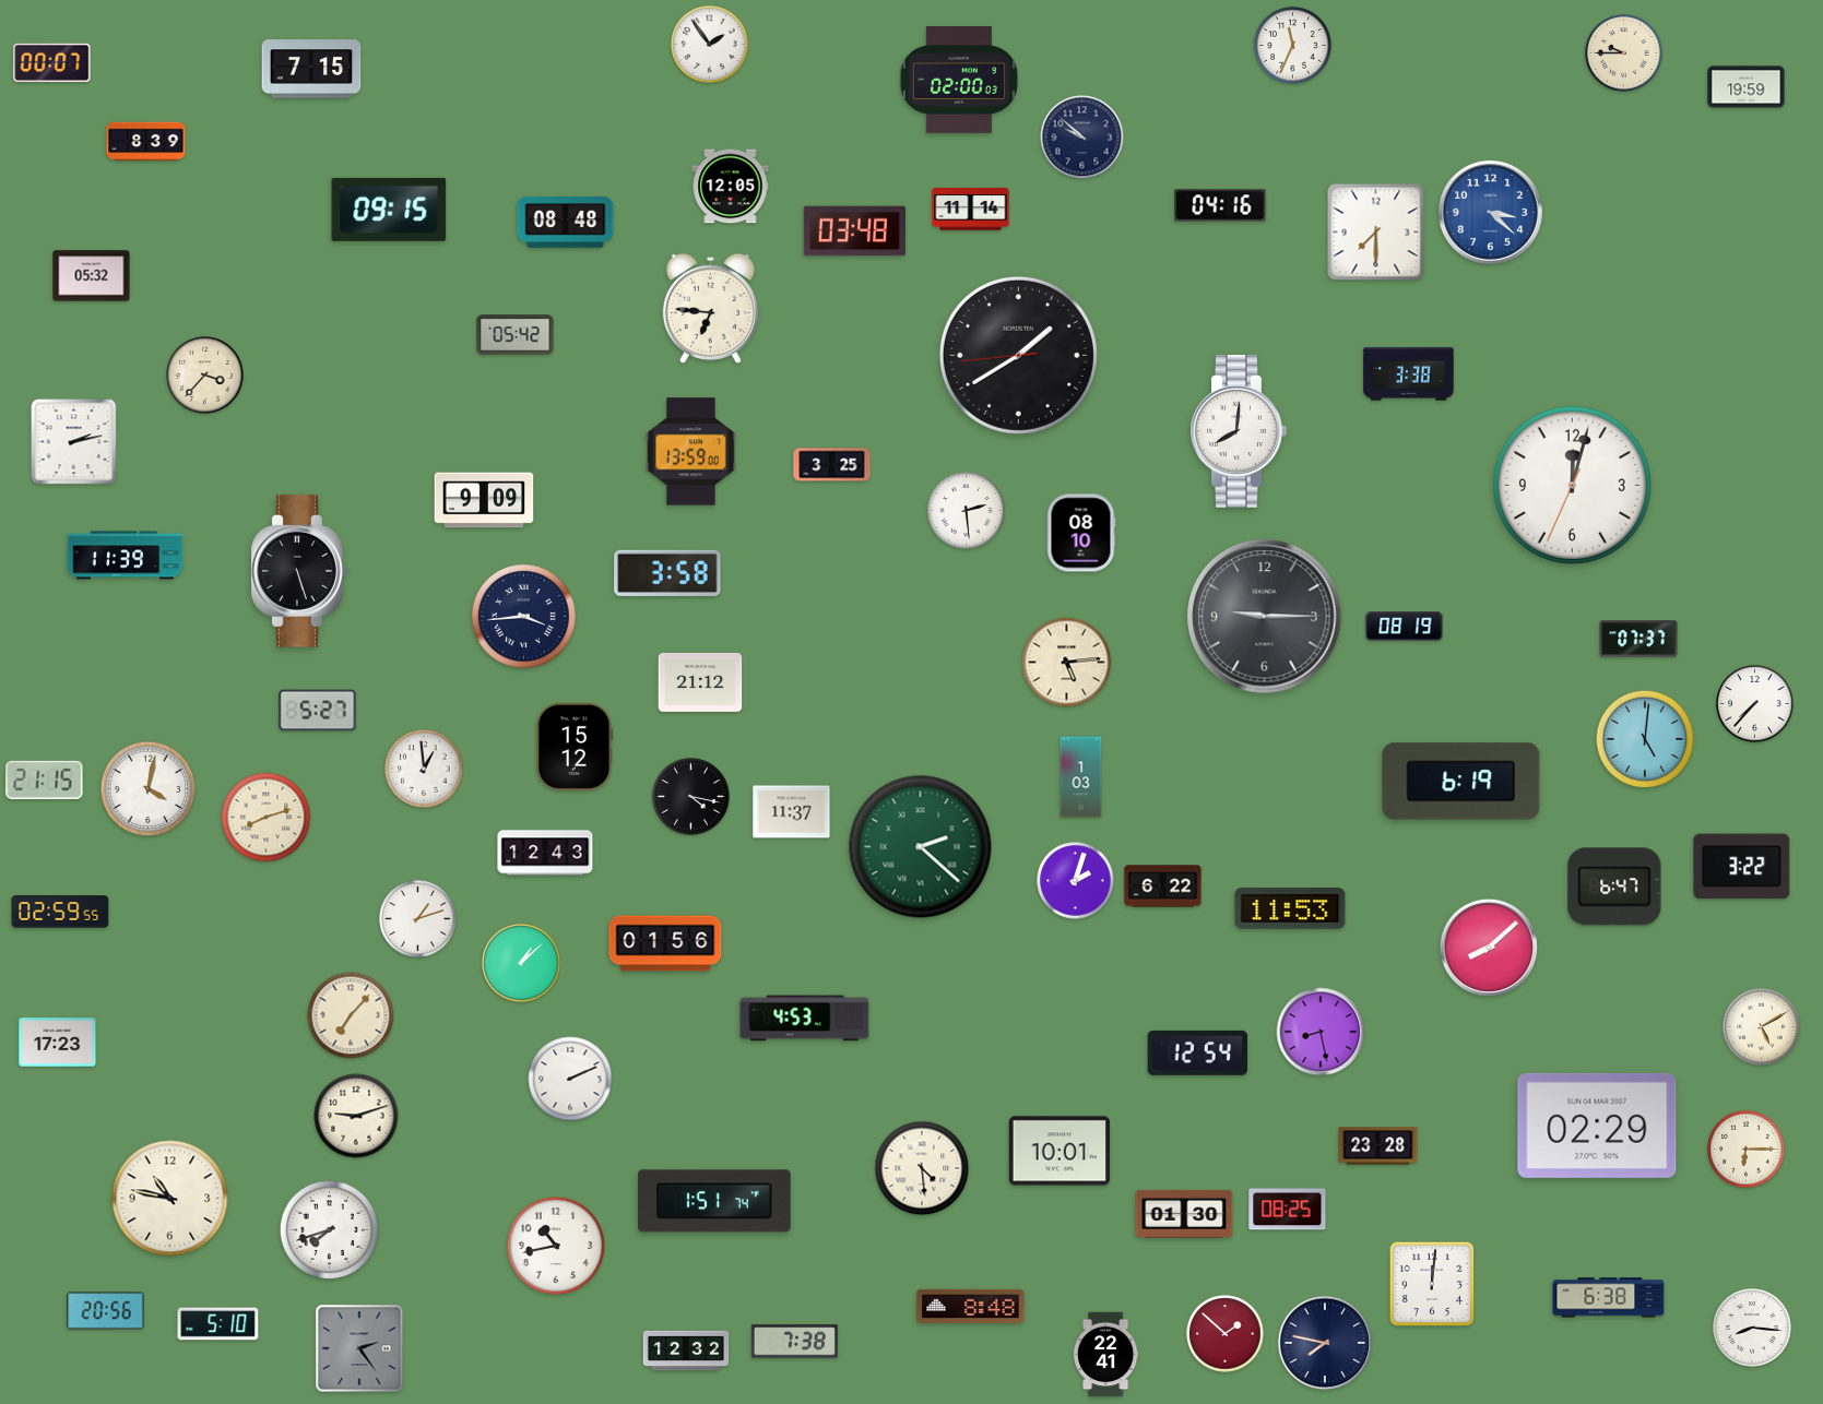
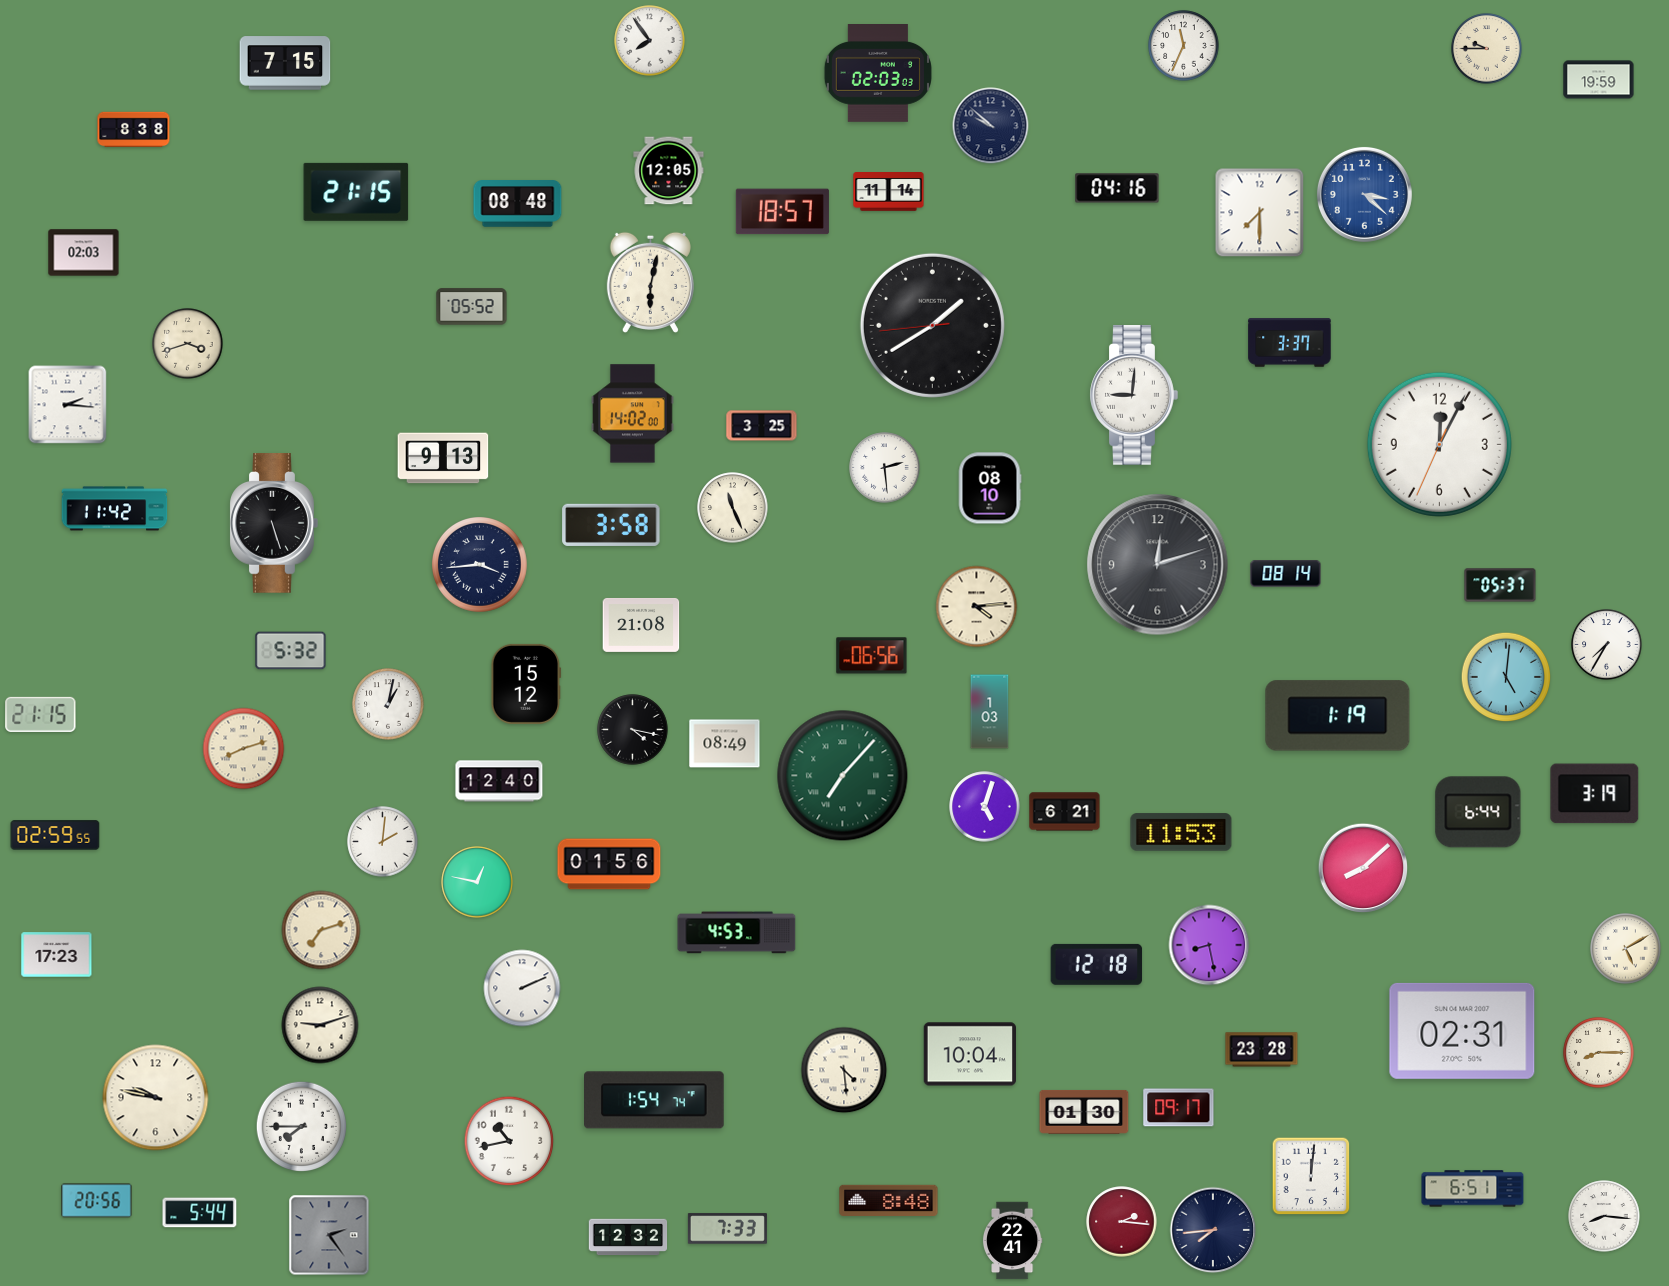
clock at (710, 45): 1:54 -> 7:54
clock at (1293, 46) position: (1293, 46) -> (1184, 46)
clock at (52, 62): 00:07 -> none
clock at (959, 81): 02:00 -> 02:03
clock at (146, 142): 8:39 -> 8:38
clock at (389, 210): 09:15 -> 21:15
clock at (854, 231): 03:48 -> 18:57
clock at (92, 276): 05:32 -> 02:03
clock at (710, 308): 6:46 -> 6:02
clock at (516, 335): 05:42 -> 05:52
clock at (1409, 374): 3:38 -> 3:37
clock at (205, 376): 3:37 -> 3:42
clock at (1239, 431): 8:01 -> 9:01
clock at (74, 442): 2:13 -> 2:16
clock at (691, 452): 13:59 -> 14:02
clock at (1572, 485): 12:02 -> 12:04
clock at (484, 500): 9:09 -> 9:13
clock at (733, 508): none -> 11:26
clock at (126, 556): 11:39 -> 11:42
clock at (1265, 617): 9:15 -> 12:12
clock at (1405, 627): 08:19 -> 08:14
clock at (1638, 639): 07:37 -> 05:37
clock at (1067, 663): 5:14 -> 4:14
clock at (700, 682): 21:12 -> 21:08
clock at (1755, 704): 7:37 -> 7:35
clock at (318, 711): 5:27 -> 5:32
clock at (872, 656): none -> 06:56
clock at (424, 769): 12:59 -> 1:02
clock at (1461, 782): 6:19 -> 1:19
clock at (149, 789): 4:02 -> none
clock at (792, 812): 11:37 -> 08:49
clock at (921, 847): 2:22 -> 7:07
clock at (545, 853): 12:43 -> 12:40
clock at (1742, 867): 3:22 -> 3:19
clock at (1076, 881): 2:03 -> 5:03
clock at (1163, 887): 6:22 -> 6:21
clock at (1614, 887): 6:47 -> 6:44
clock at (418, 919): 1:12 -> 2:01
clock at (521, 963): 1:08 -> 12:47
clock at (351, 1015): 7:07 -> 7:12
clock at (1762, 1027) position: (1762, 1027) -> (1626, 949)
clock at (58, 1043) position: (58, 1043) -> (57, 955)
clock at (1198, 1052): 12:54 -> 12:18
clock at (356, 1116) position: (356, 1116) -> (320, 1025)
clock at (1597, 1126): 02:29 -> 02:31
clock at (1747, 1150): 6:15 -> 8:15
clock at (1058, 1151): 10:01 -> 10:04
clock at (170, 1199): 10:47 -> 9:47
clock at (715, 1201): 1:51 -> 1:54
clock at (1288, 1210): 08:25 -> 09:17
clock at (329, 1229): 7:42 -> 7:45
clock at (1609, 1298): 6:38 -> 6:51
clock at (971, 1306) position: (971, 1306) -> (889, 1200)
clock at (218, 1324): 5:10 -> 5:44
clock at (1226, 1334): 1:52 -> 2:16
clock at (794, 1342): 7:38 -> 7:33
clock at (1325, 1343): 7:47 -> 7:44
